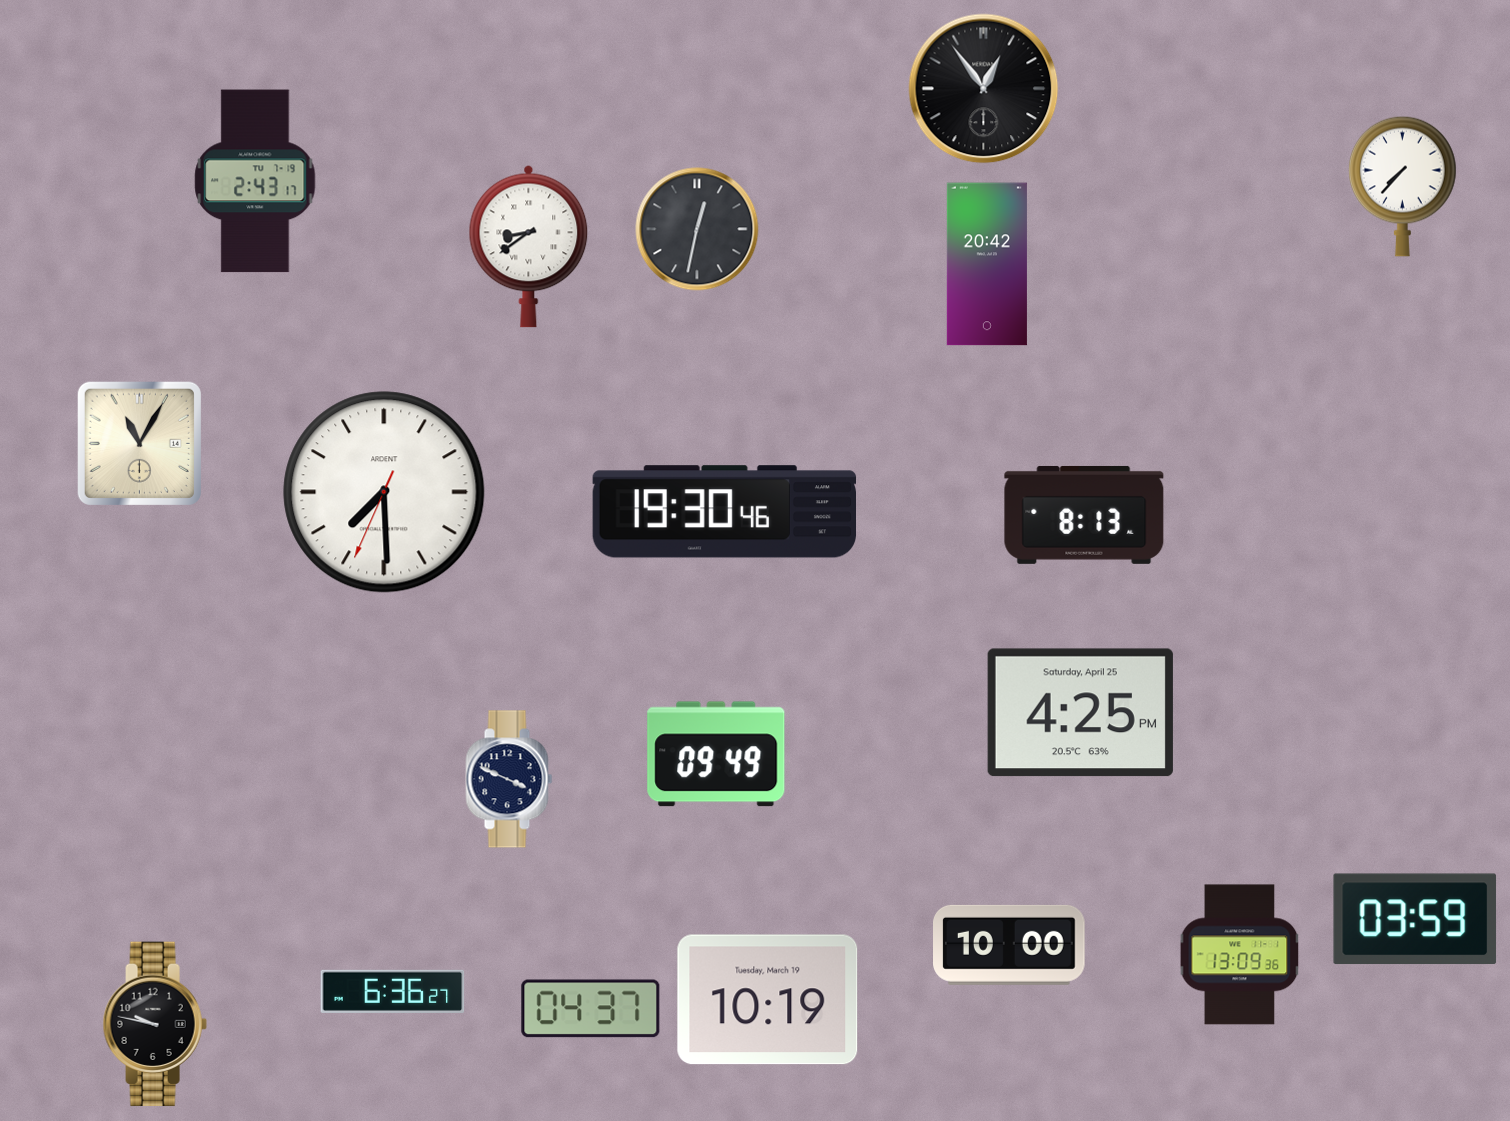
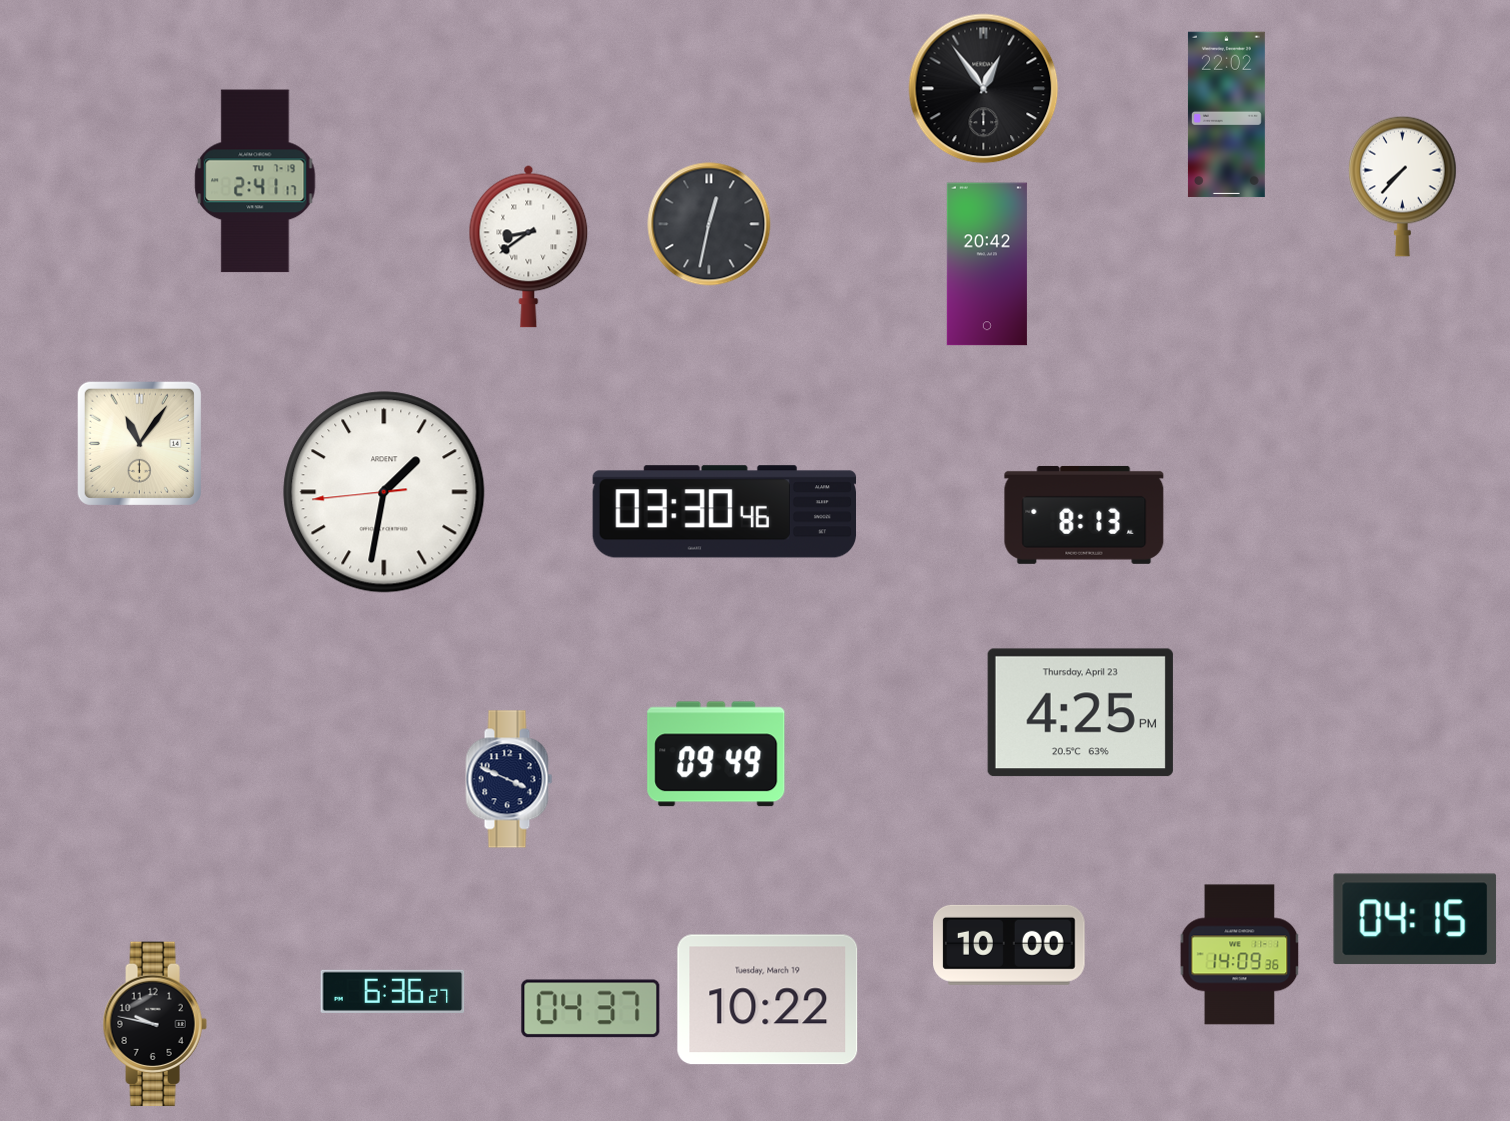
clock at (1226, 115): none -> 22:02
clock at (255, 181): 2:43 -> 2:41
clock at (697, 229) position: (697, 229) -> (709, 224)
clock at (139, 443): 11:05 -> 11:06
clock at (384, 492): 7:29 -> 1:31
clock at (724, 512): 19:30 -> 03:30
clock at (1080, 713) date: Saturday, April 25 -> Thursday, April 23
clock at (1415, 919): 03:59 -> 04:15
clock at (1240, 955): 13:09 -> 14:09
clock at (768, 1000): 10:19 -> 10:22
